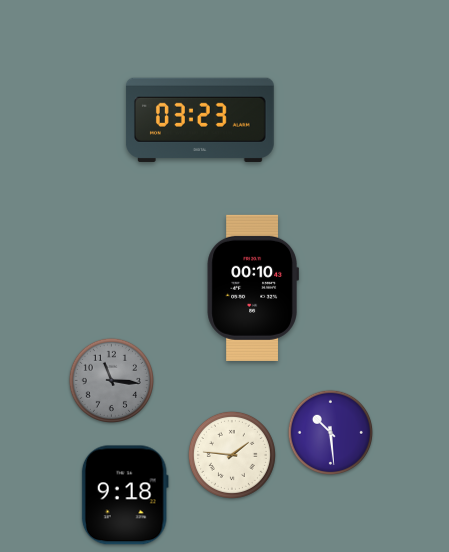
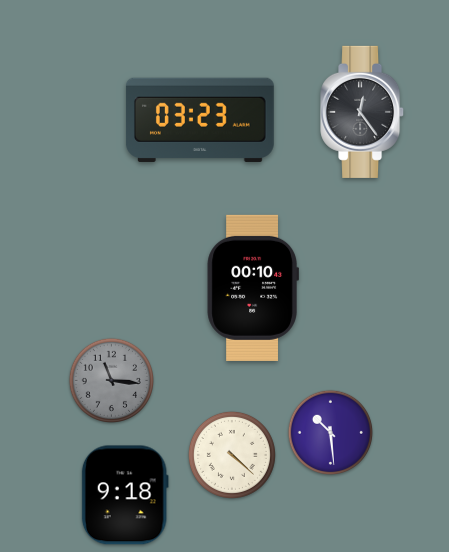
clock at (363, 112): none -> 12:24
clock at (232, 455): 1:46 -> 4:22
